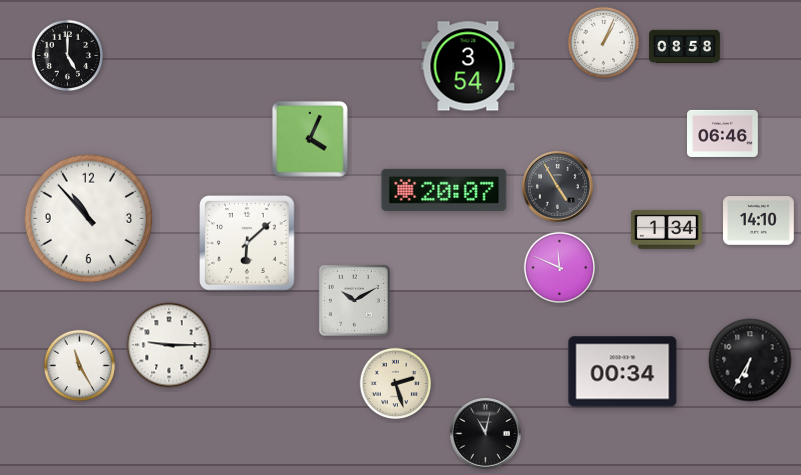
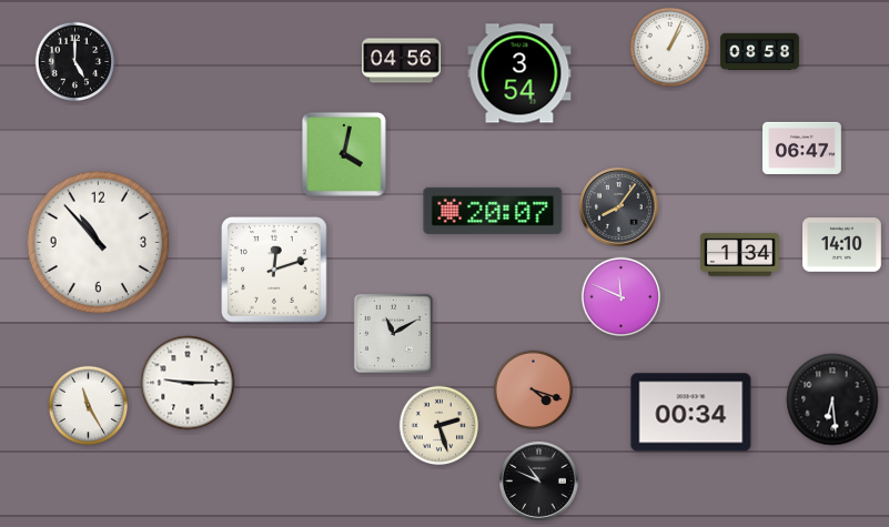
clock at (402, 61): none -> 04:56
clock at (723, 133): 06:46 -> 06:47
clock at (310, 139): 4:04 -> 4:02
clock at (558, 187): 4:55 -> 8:06
clock at (248, 244): 6:08 -> 12:12
clock at (354, 300): 10:10 -> 11:10
clock at (534, 391): none -> 4:18
clock at (750, 360): 6:35 -> 6:29
clock at (486, 434): 11:02 -> 10:49
